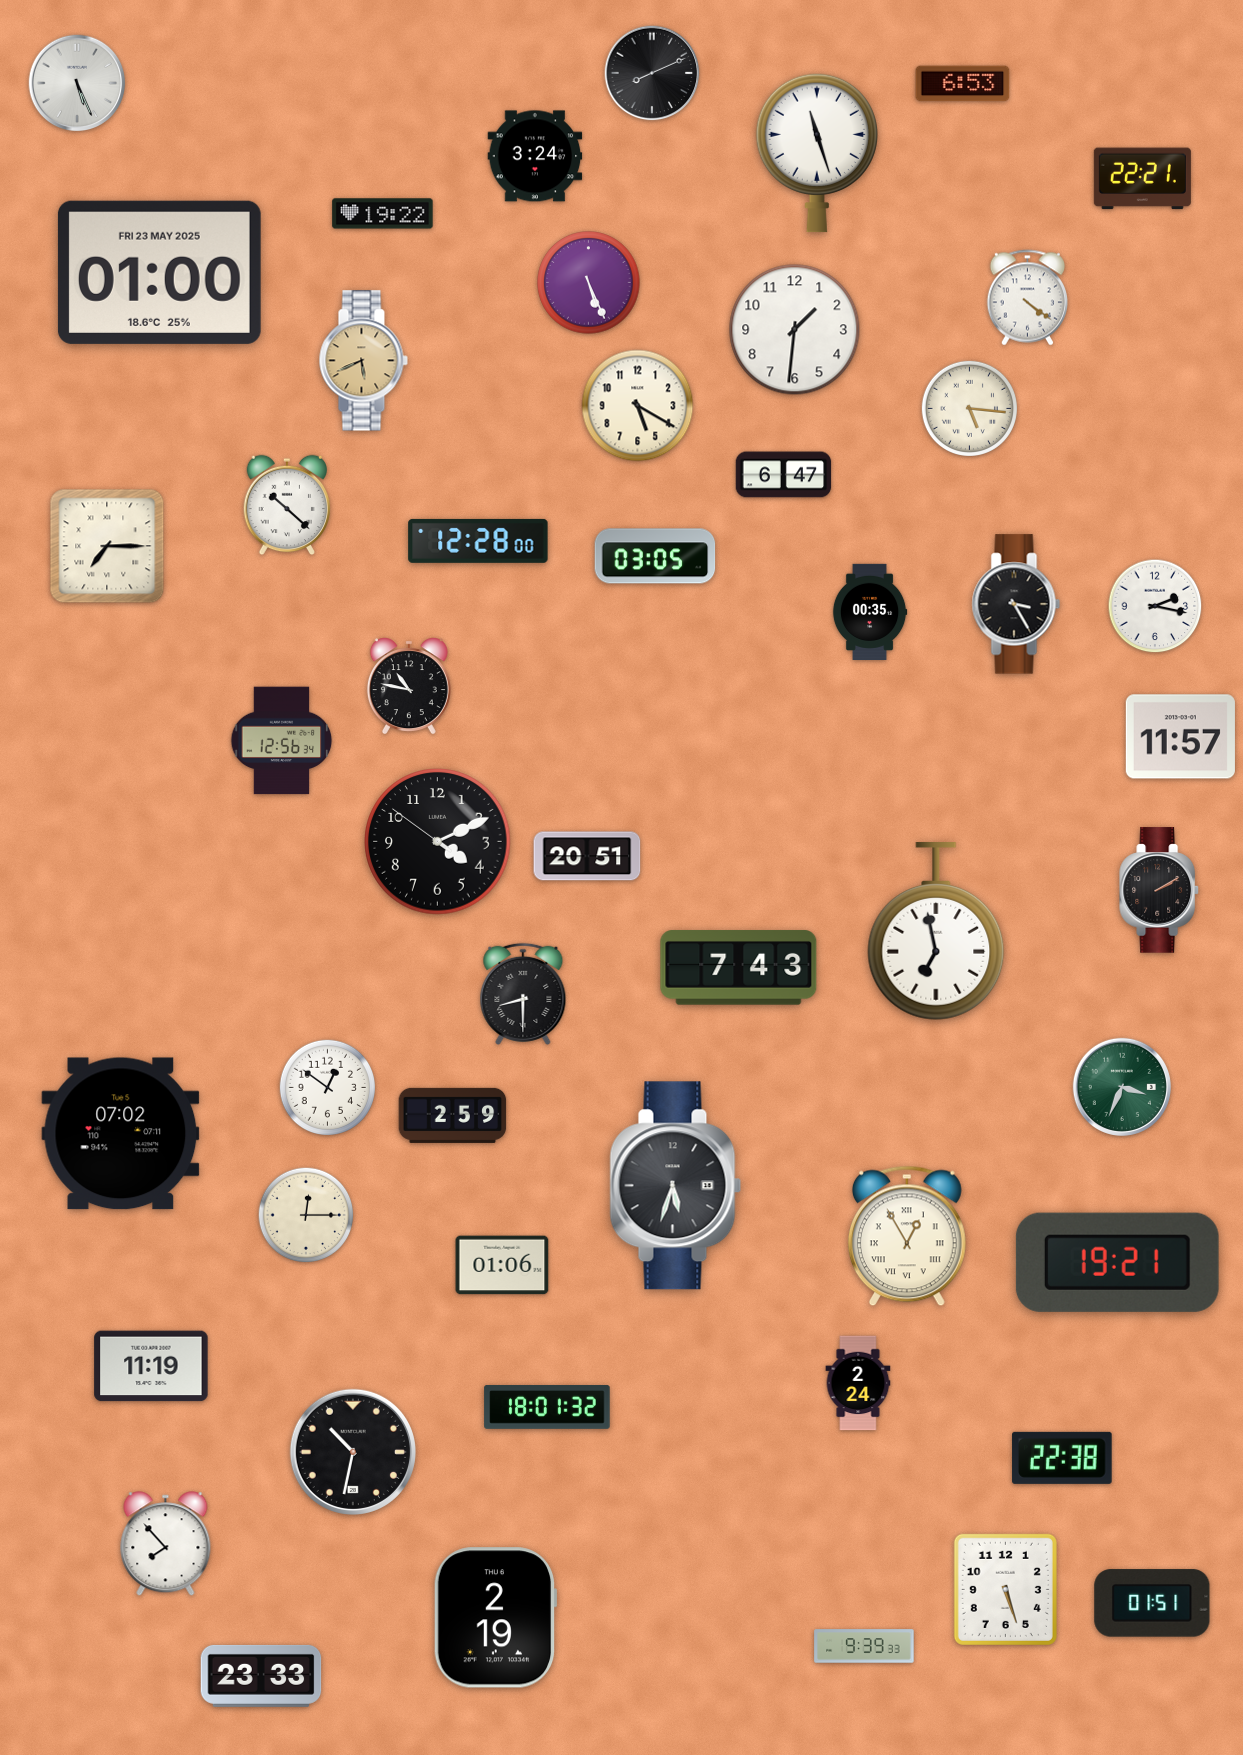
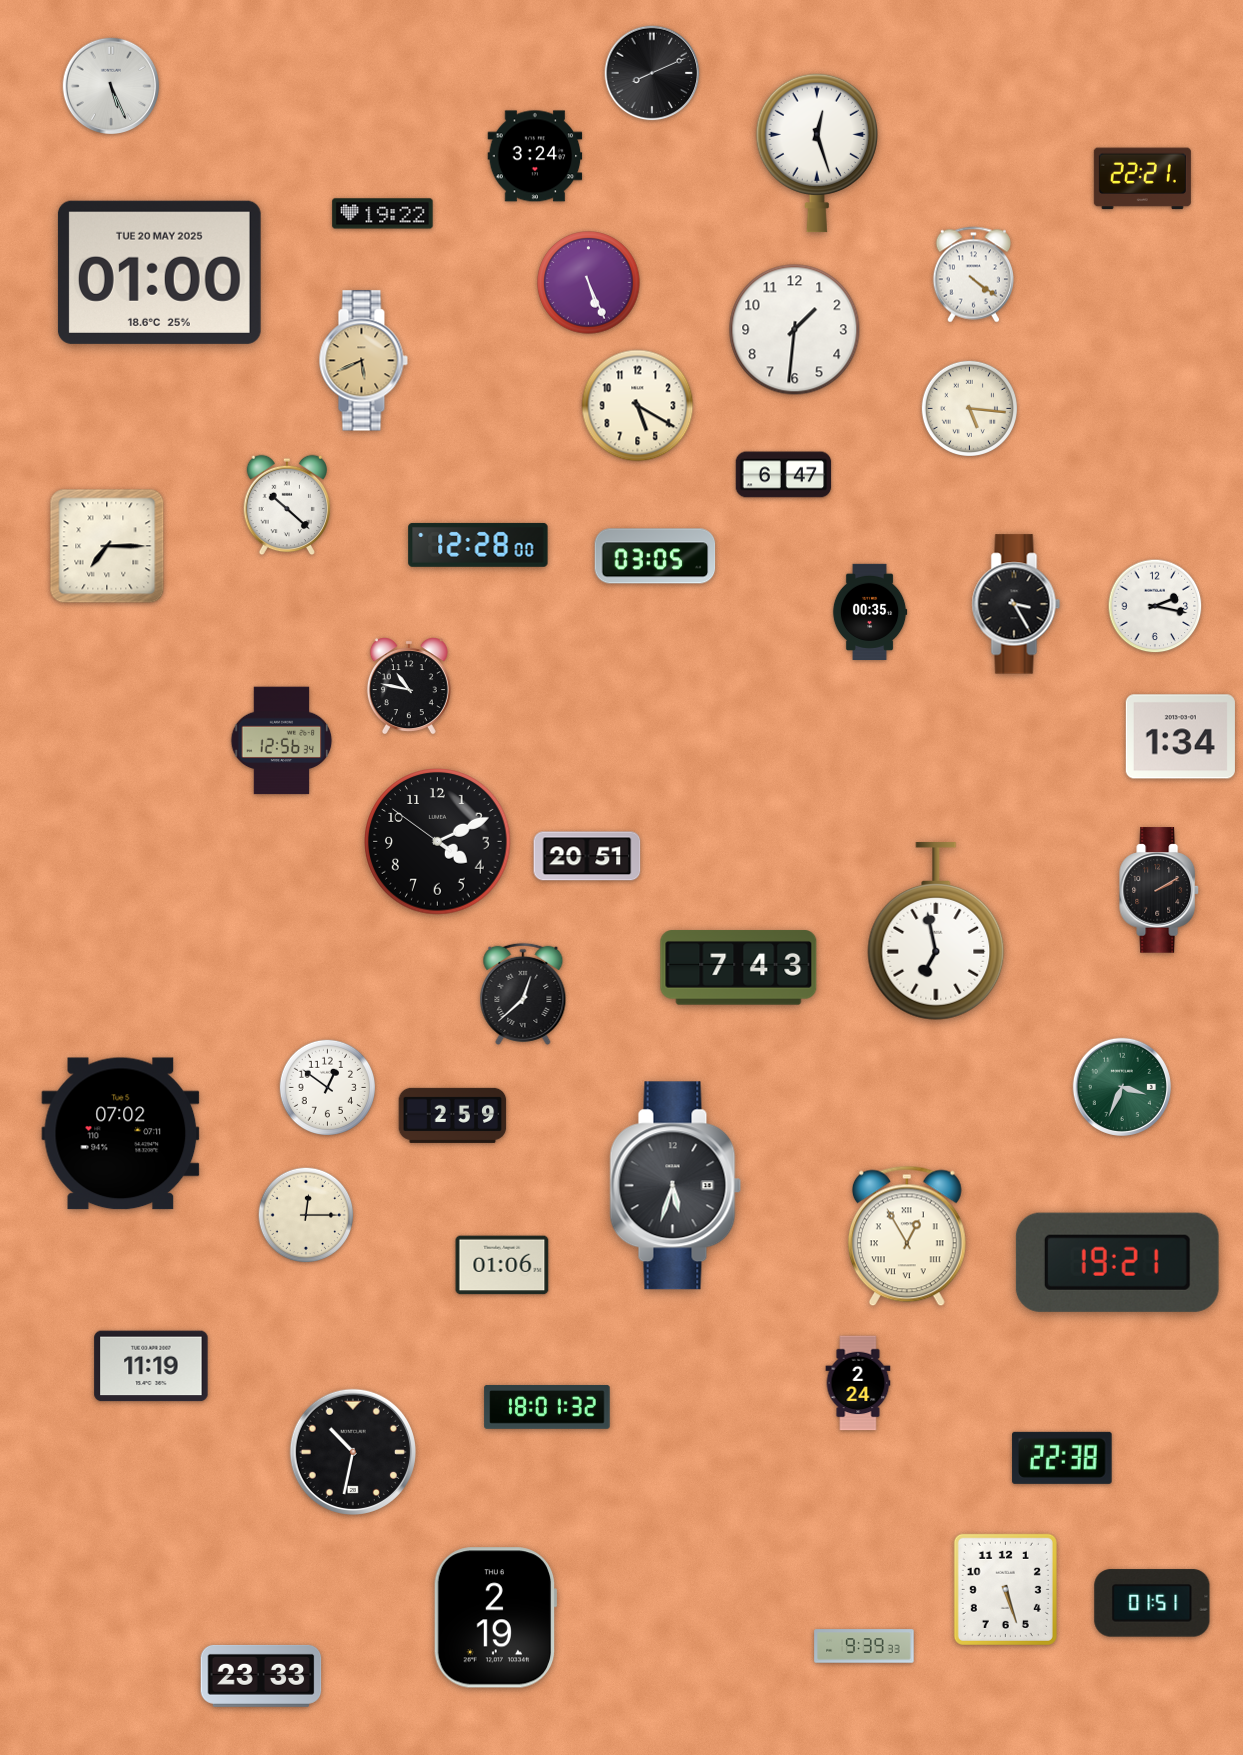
clock at (77, 83) position: (77, 83) -> (111, 86)
clock at (963, 84): 6:53 -> none
clock at (817, 153): 11:27 -> 12:27
clock at (159, 272) date: FRI 23 MAY 2025 -> TUE 20 MAY 2025
clock at (1027, 298) position: (1027, 298) -> (973, 275)
clock at (478, 541) position: (478, 541) -> (478, 545)
clock at (1180, 737): 11:57 -> 1:34
clock at (523, 994): 8:30 -> 12:38
clock at (166, 1544): 7:53 -> none
